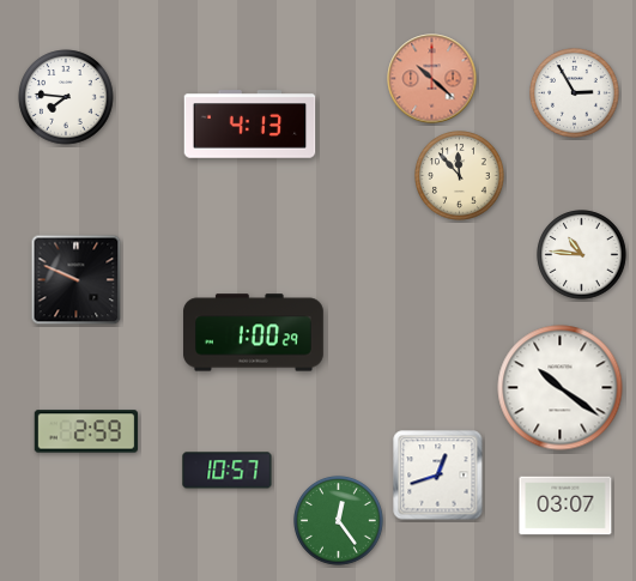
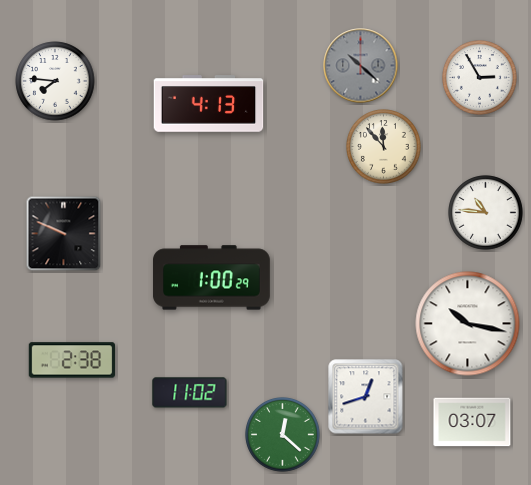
clock at (432, 79) dial: salmon -> grey
clock at (561, 388): 10:21 -> 10:17
clock at (86, 431): 2:59 -> 2:38
clock at (228, 471): 10:57 -> 11:02
clock at (339, 521): 12:24 -> 12:22
